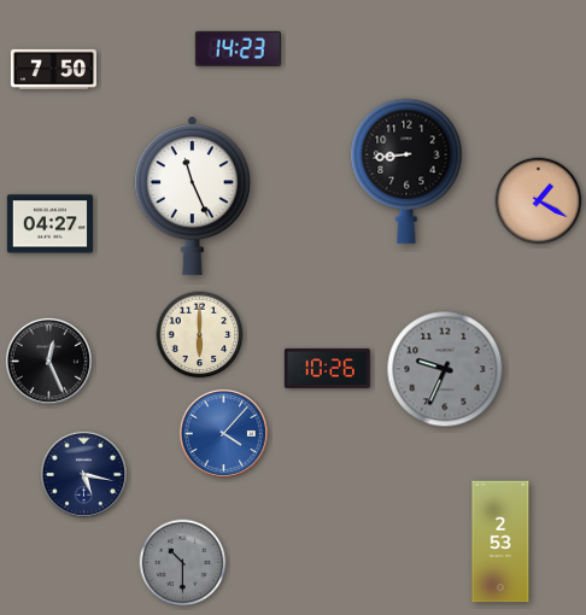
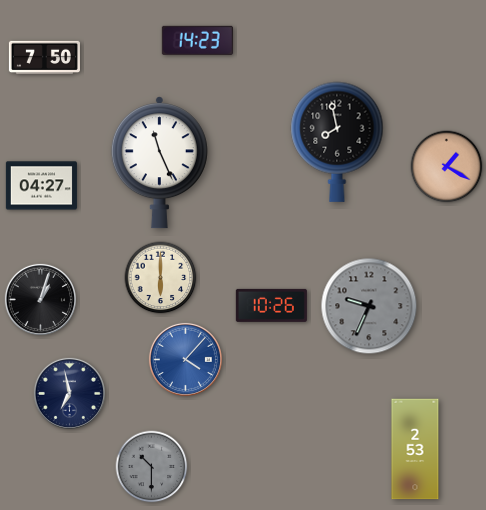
clock at (406, 171): 8:44 -> 7:58
clock at (200, 335) position: (200, 335) -> (161, 278)
clock at (48, 361): 12:26 -> 1:03
clock at (83, 474): 5:17 -> 6:58
